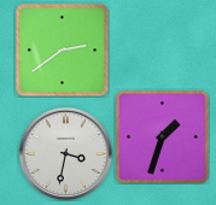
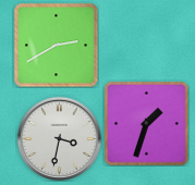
clock at (62, 49): 2:39 -> 2:40
